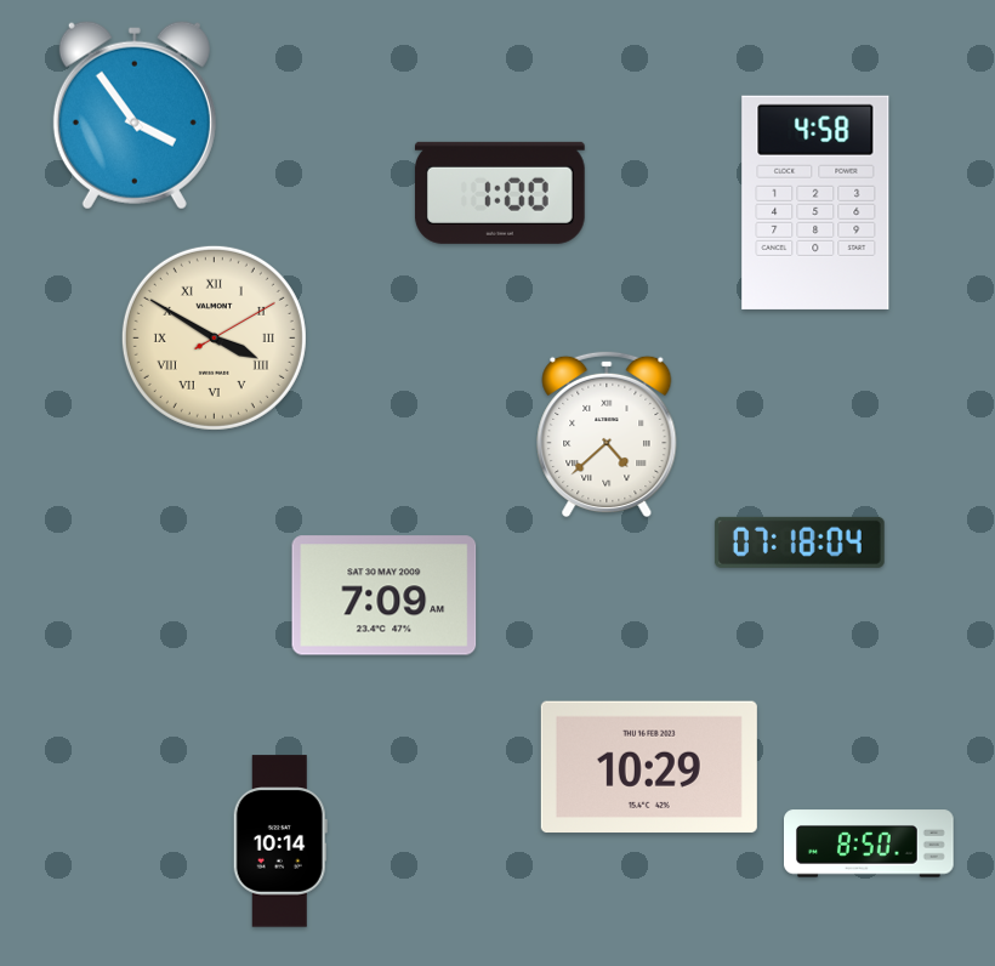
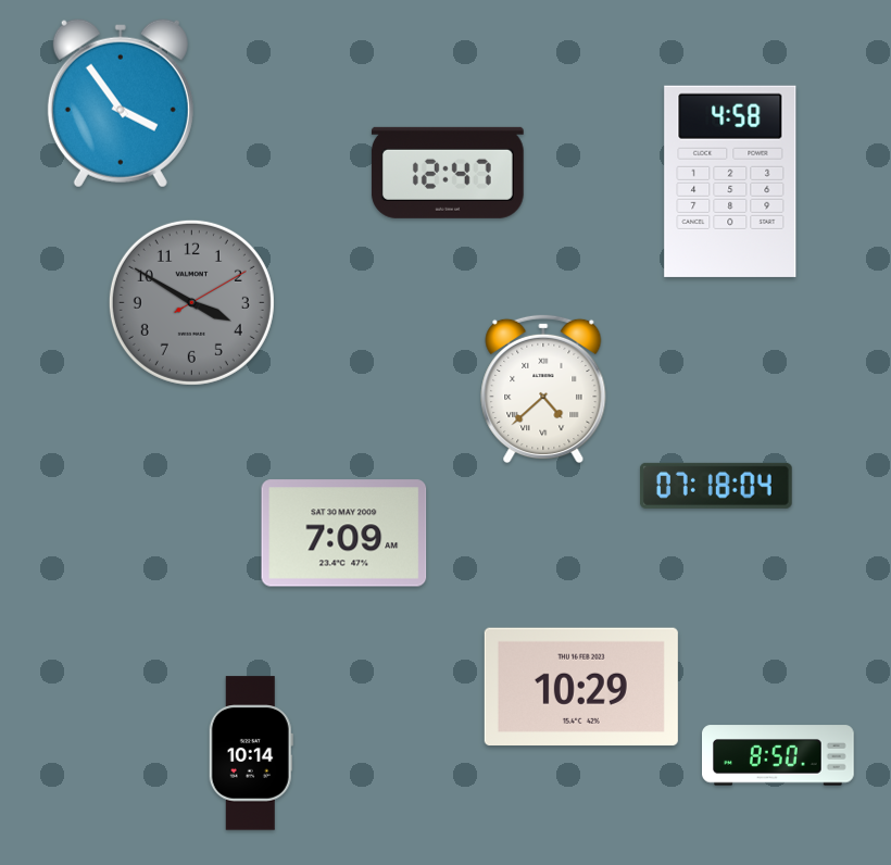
clock at (500, 193): 1:00 -> 12:47
clock at (214, 337) dial: cream -> grey
clock at (214, 337) numerals: Roman -> Arabic
